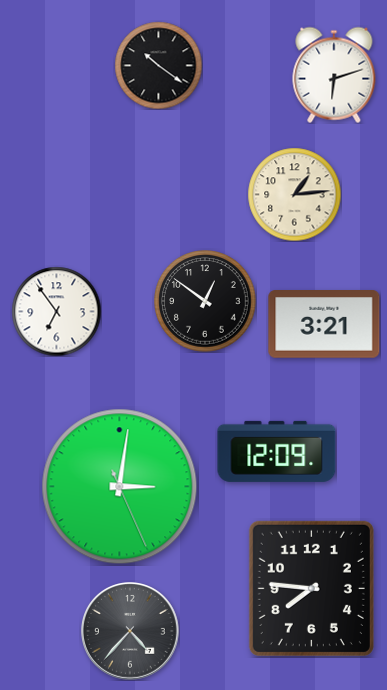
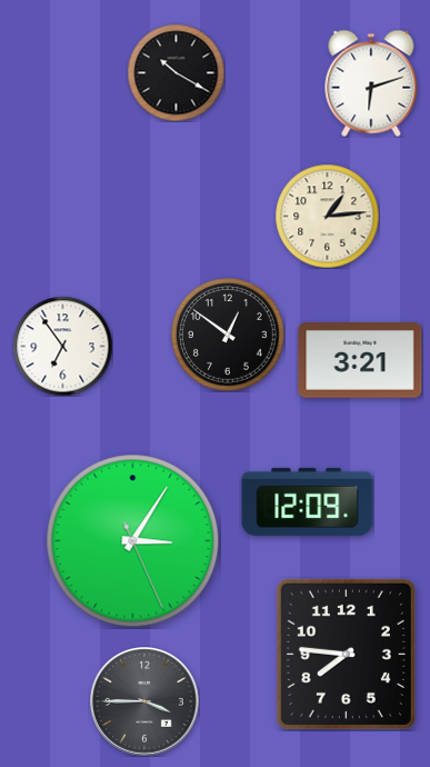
clock at (158, 65): 10:21 -> 10:20
clock at (120, 487): 3:01 -> 3:05
clock at (131, 632): 4:37 -> 3:45
